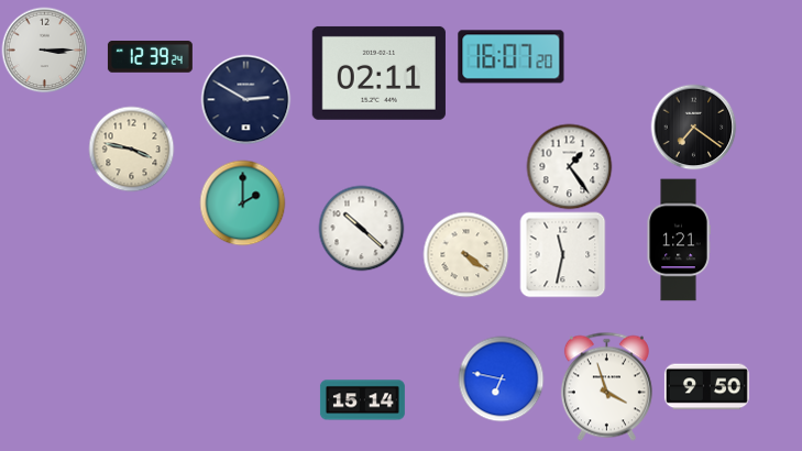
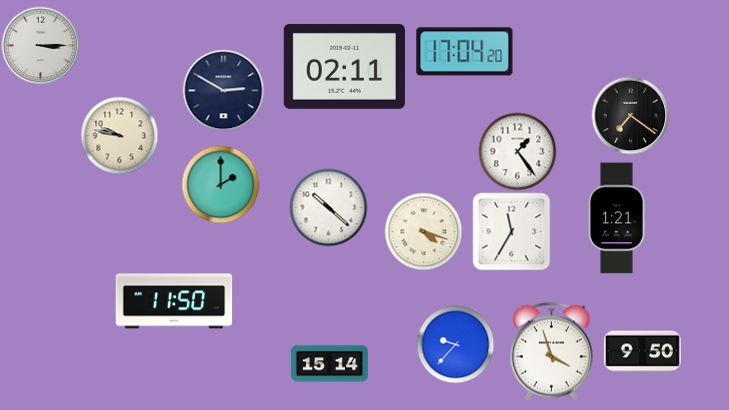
clock at (150, 57): 12:39 -> none
clock at (512, 57): 16:07 -> 17:04
clock at (131, 148): 3:47 -> 9:47
clock at (465, 254): 4:21 -> 4:18
clock at (562, 254): 11:32 -> 11:35
clock at (174, 301): none -> 11:50
clock at (501, 378): 6:47 -> 9:37
